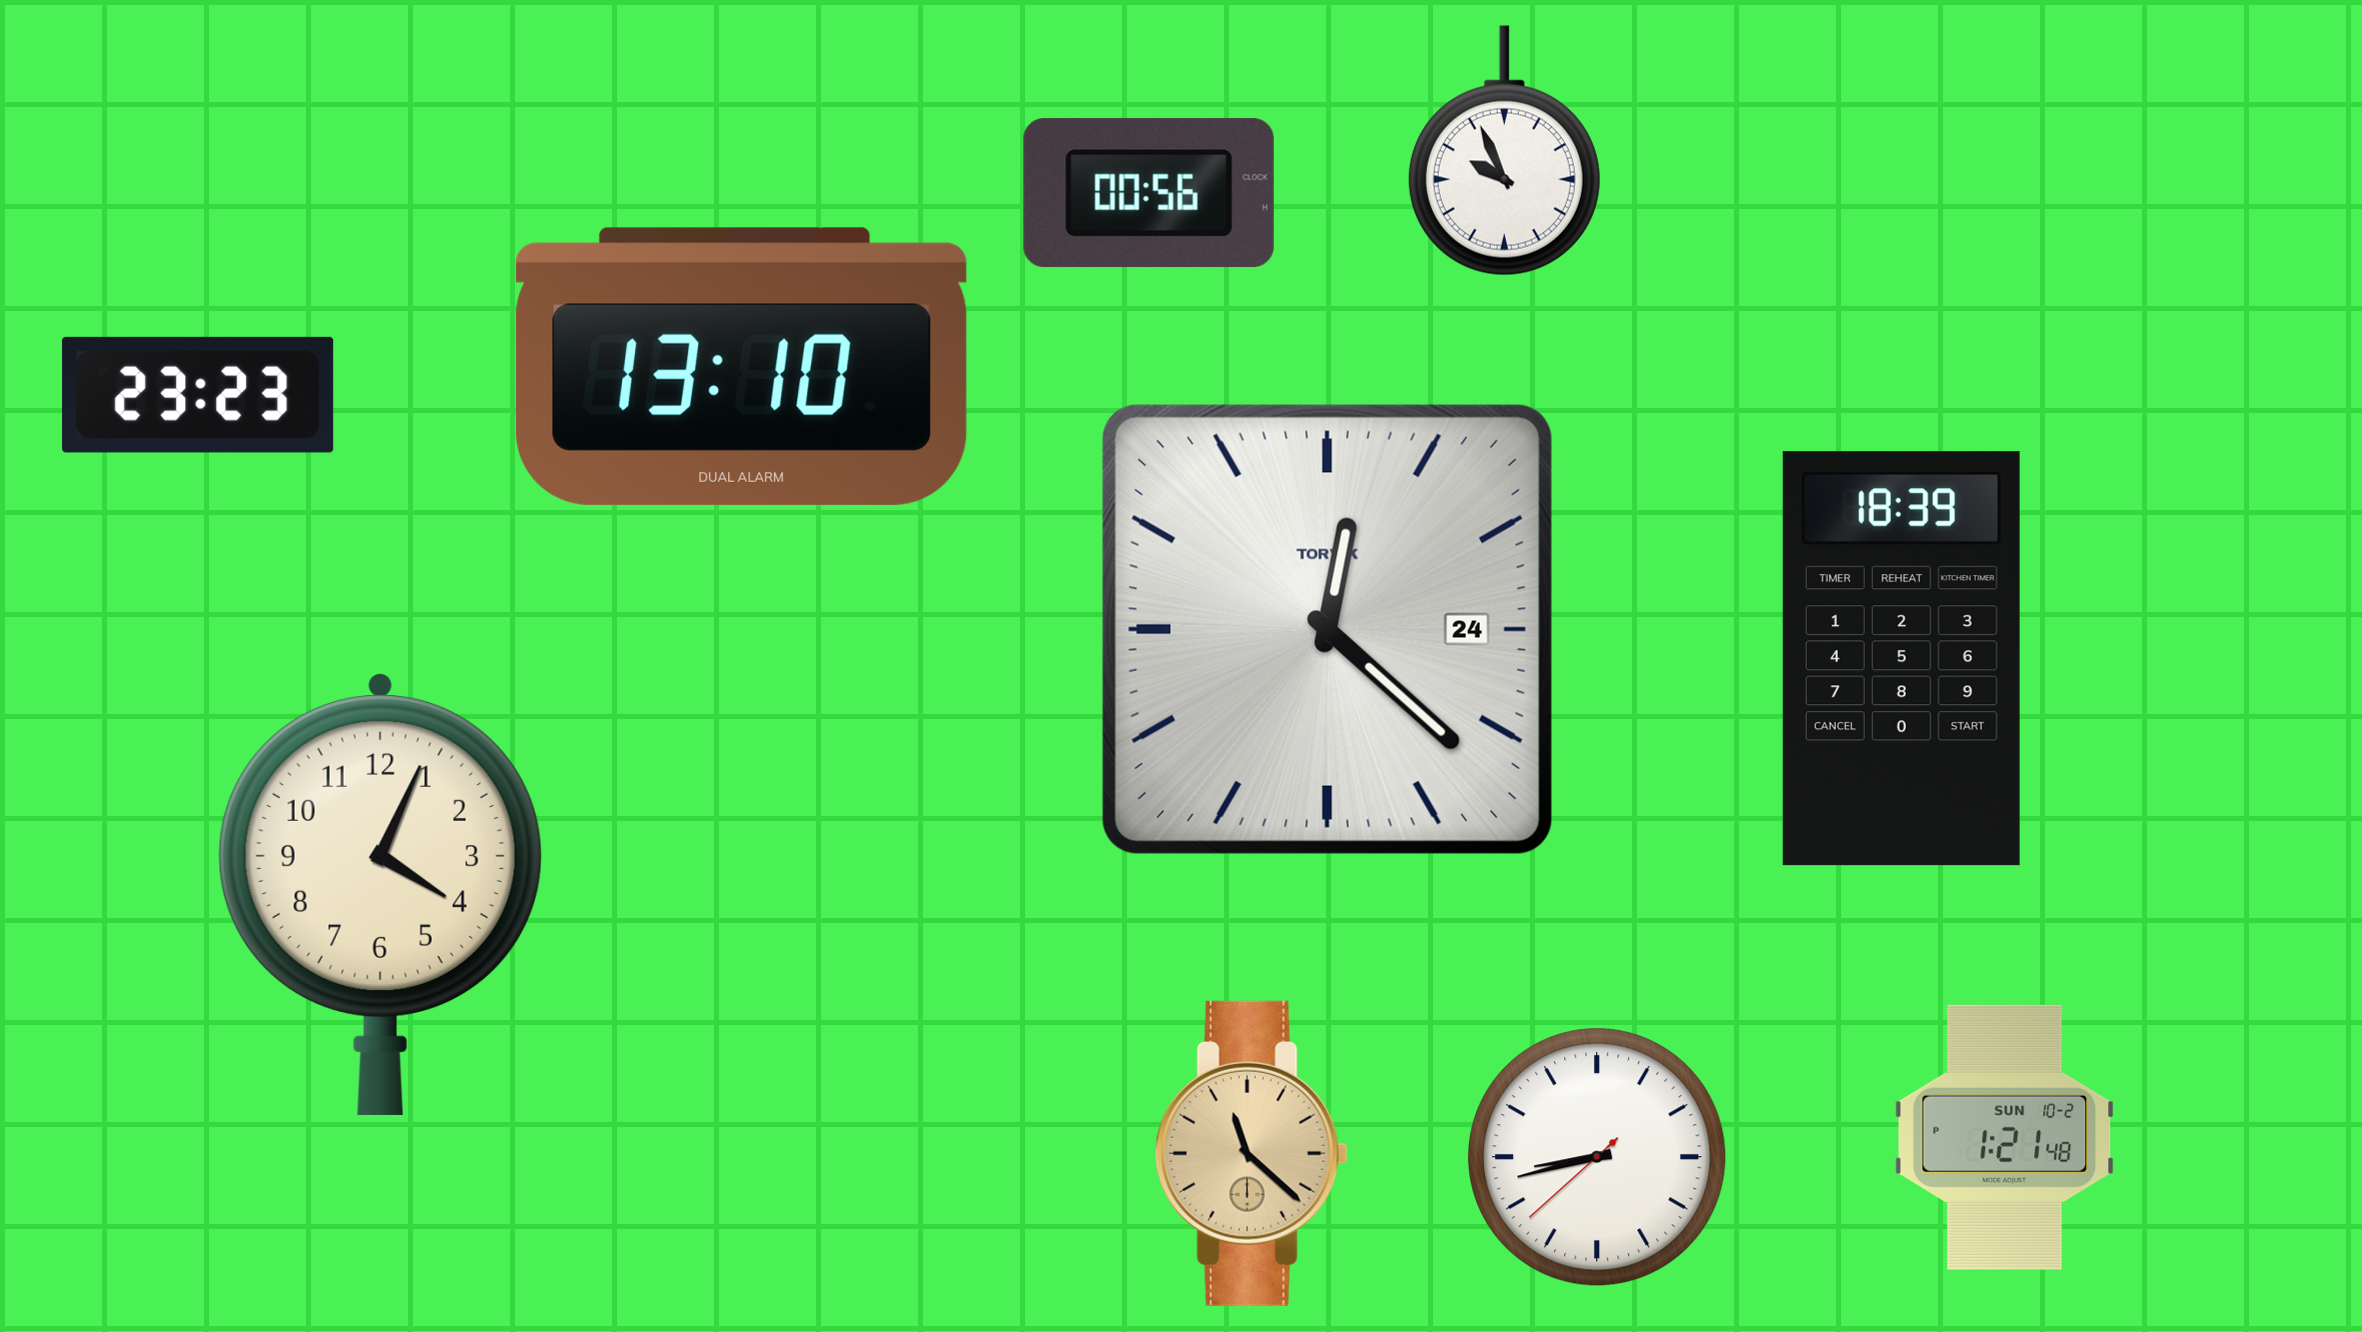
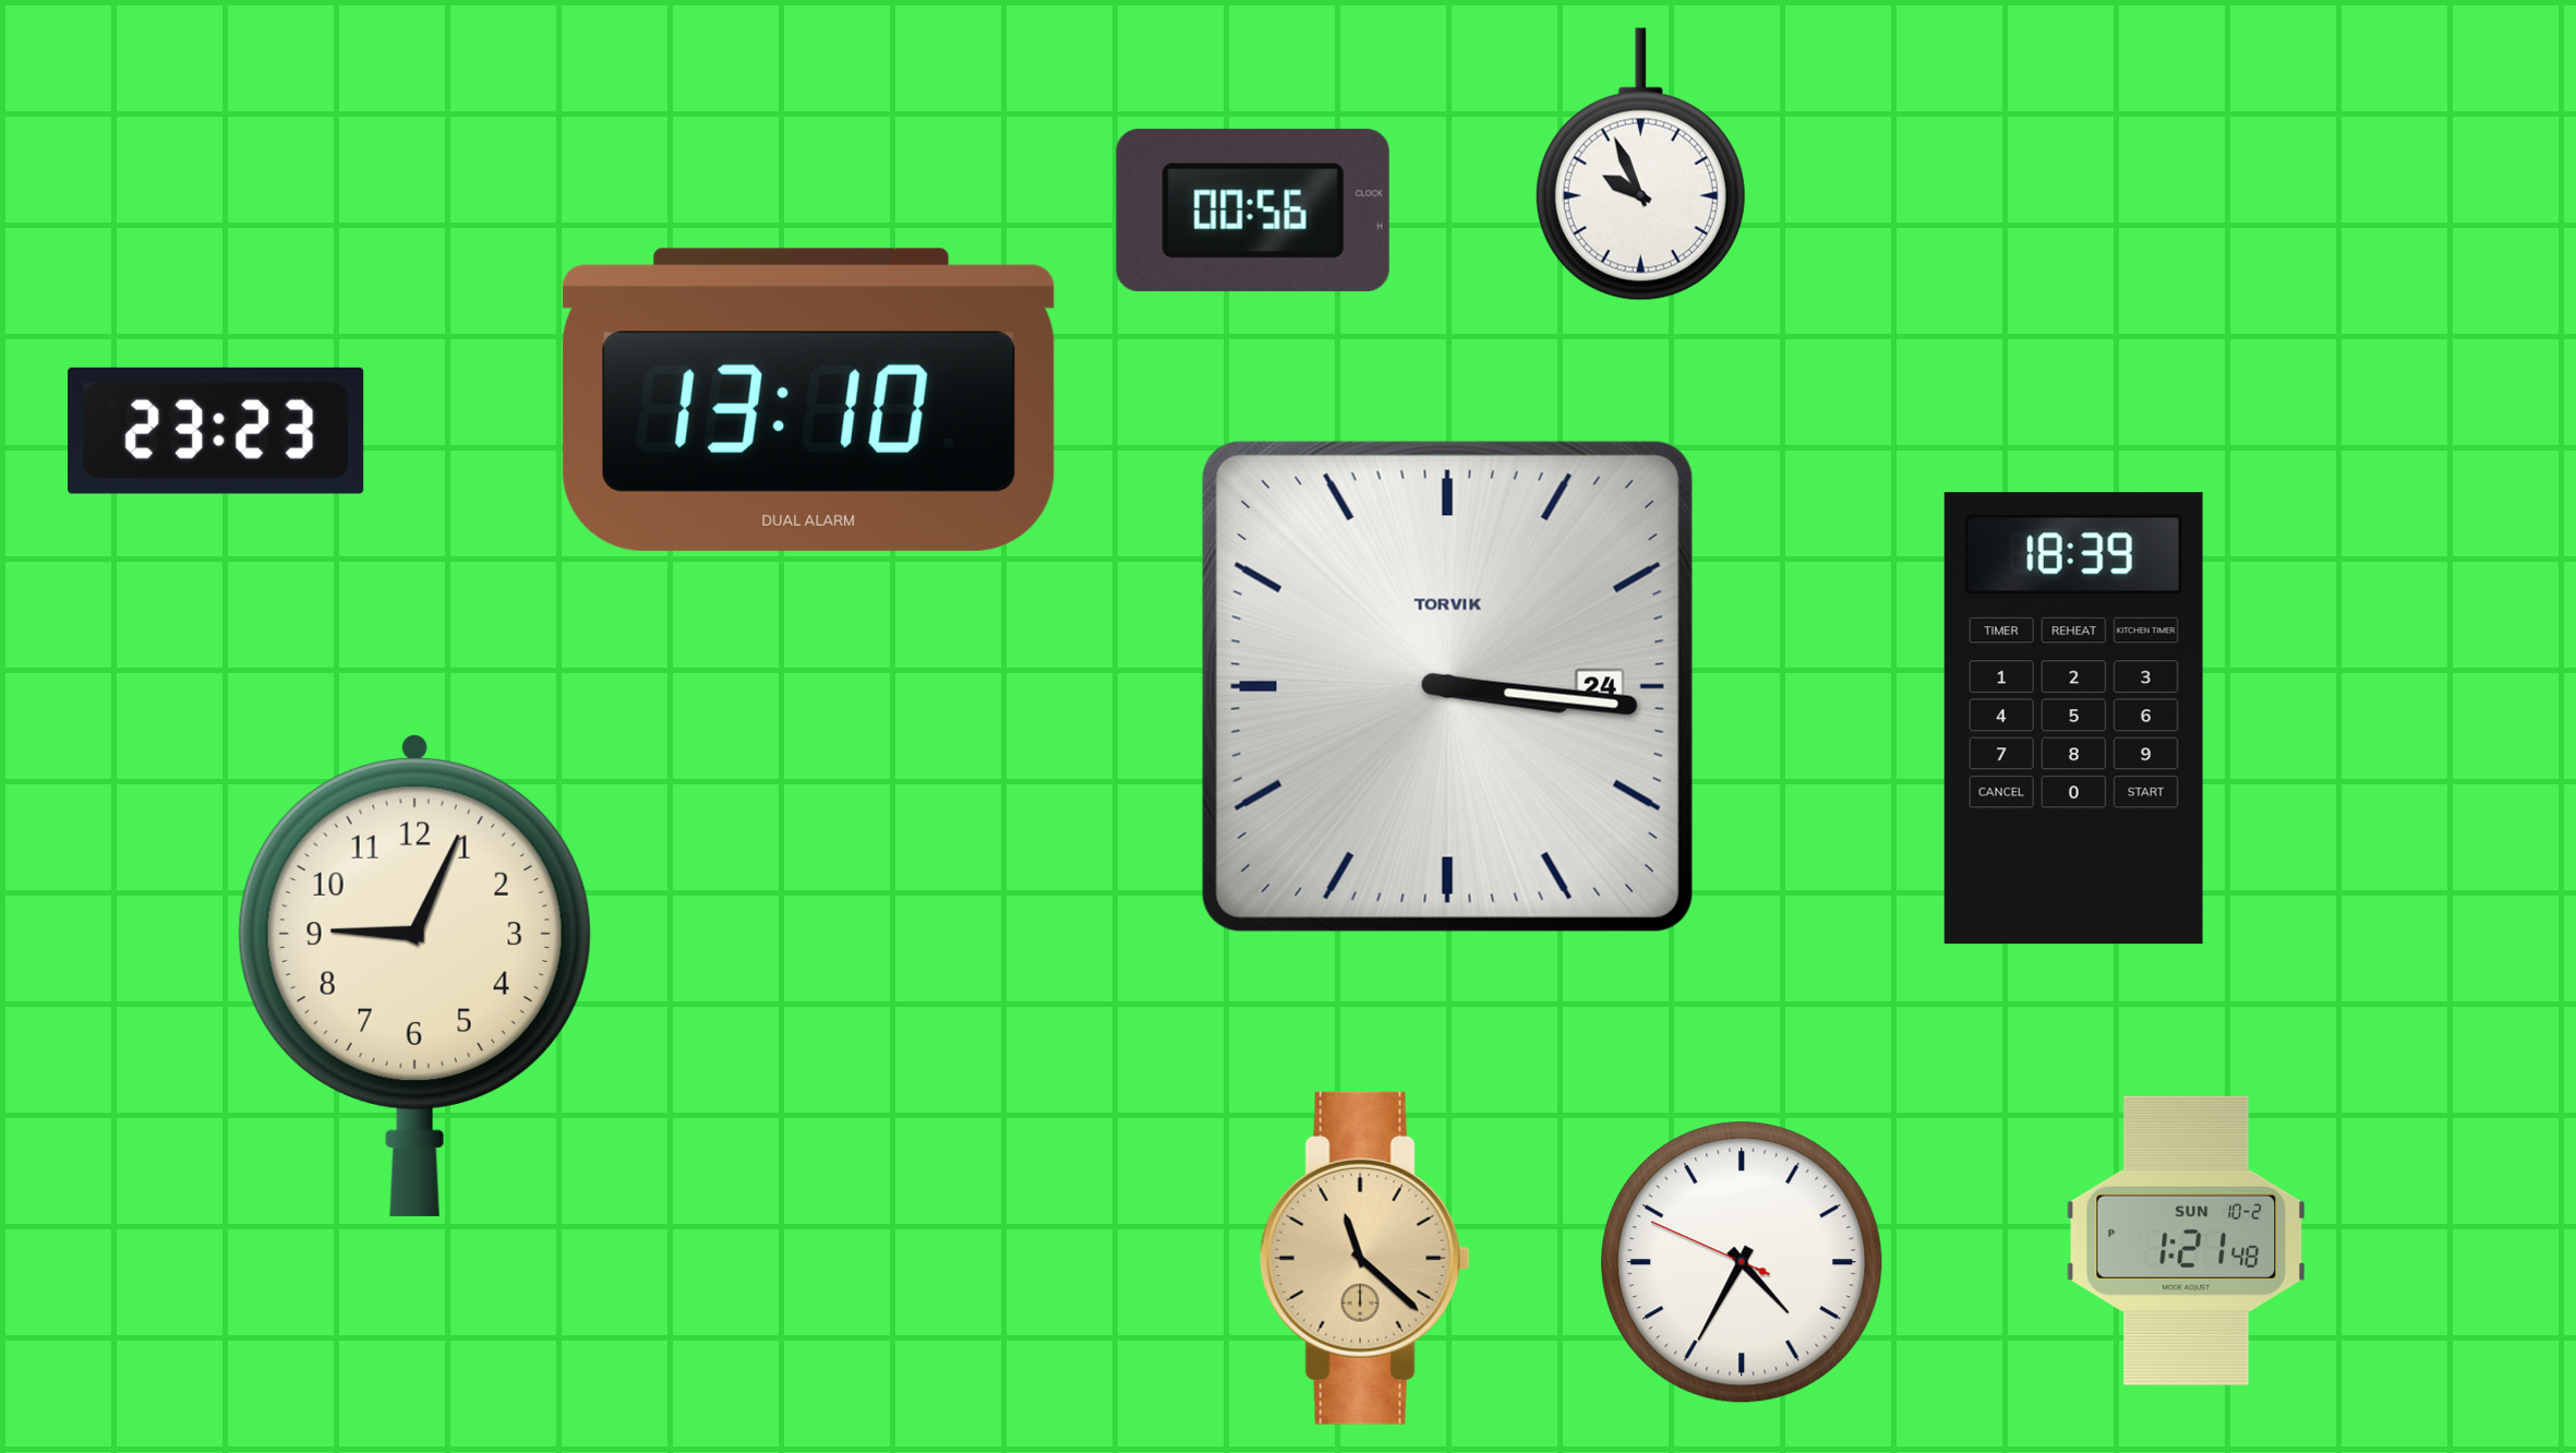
clock at (1327, 629): 12:22 -> 3:16
clock at (380, 894): 4:04 -> 9:04
clock at (1597, 1157): 8:42 -> 4:34
